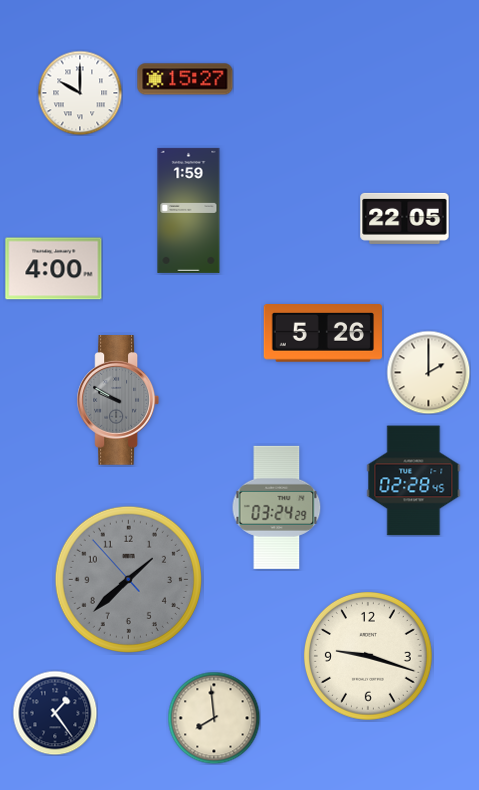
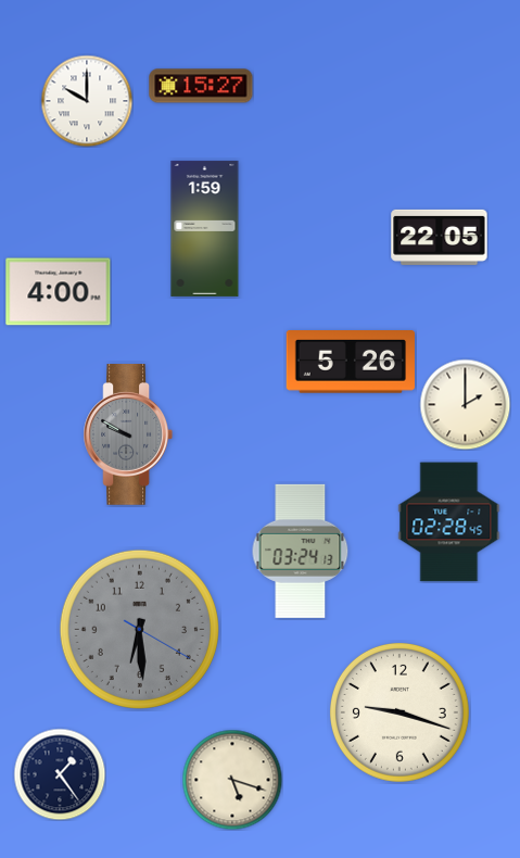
clock at (277, 507): 03:24:29 -> 03:24:13
clock at (128, 579): 1:37 -> 6:29
clock at (214, 718): 7:59 -> 5:18
